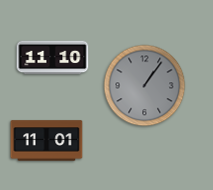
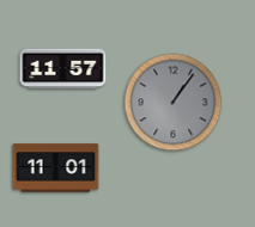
clock at (53, 58): 11:10 -> 11:57
